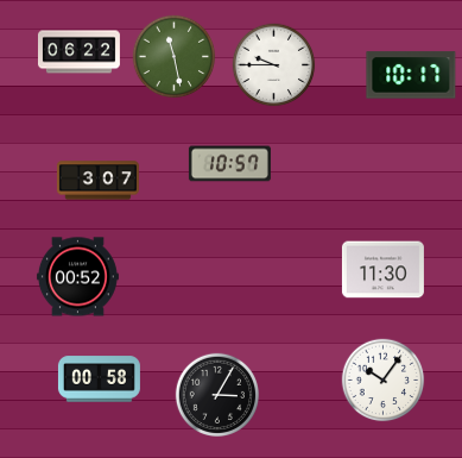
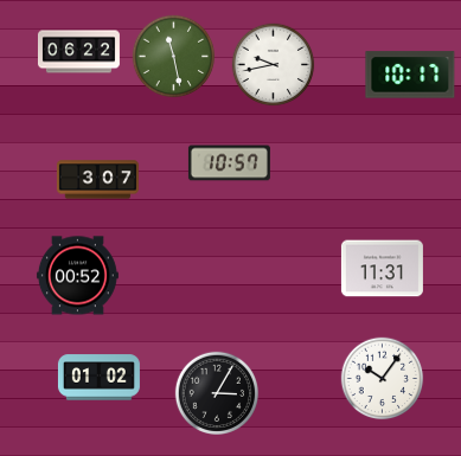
clock at (274, 65): 9:45 -> 9:43
clock at (382, 270): 11:30 -> 11:31
clock at (99, 379): 00:58 -> 01:02
